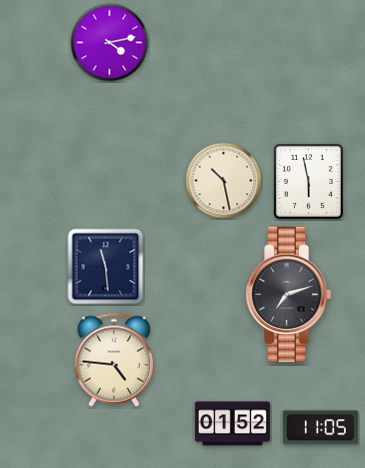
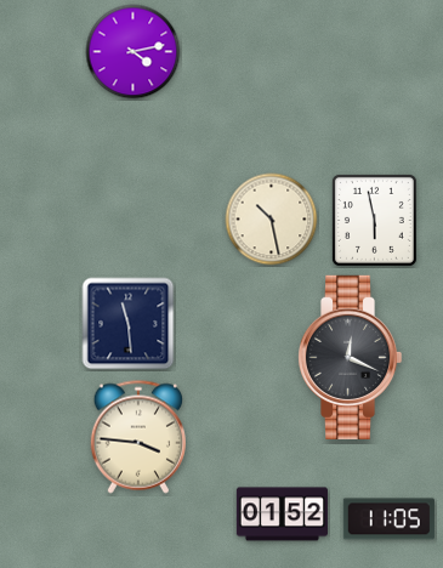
clock at (288, 294): 7:12 -> 12:19
clock at (113, 360): 4:46 -> 3:46
